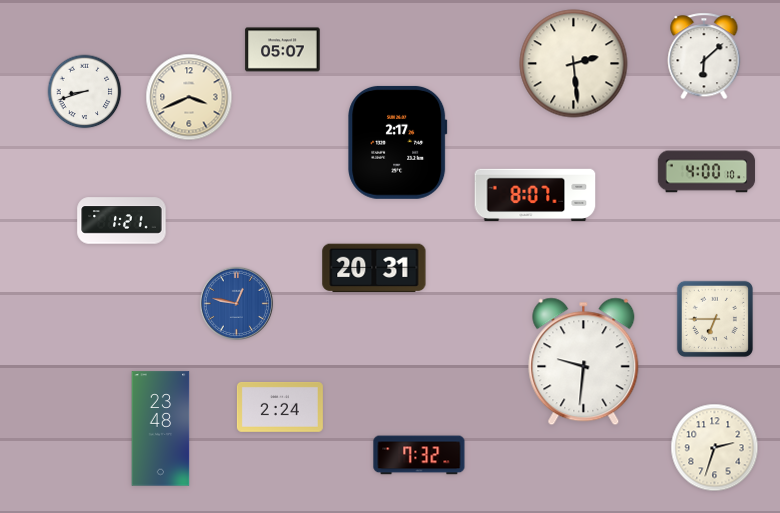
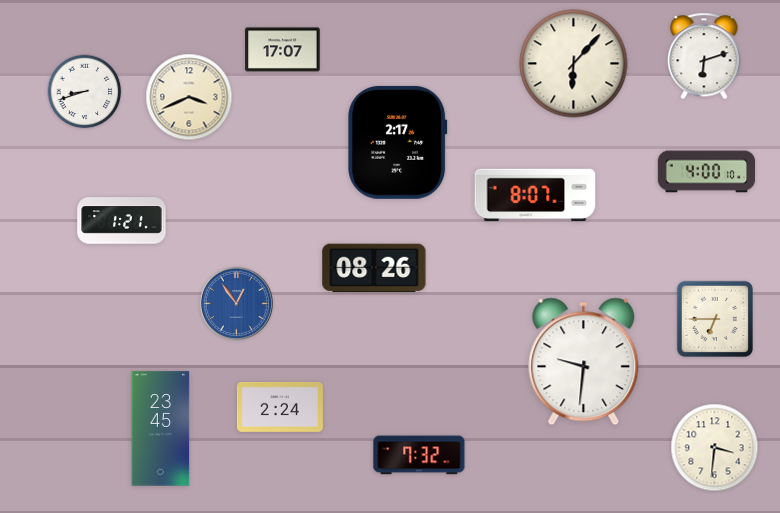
clock at (283, 50): 05:07 -> 17:07
clock at (704, 56): 6:08 -> 6:12
clock at (574, 64): 2:29 -> 6:07
clock at (374, 268): 20:31 -> 08:26
clock at (236, 303): 12:47 -> 12:54
clock at (161, 429): 23:48 -> 23:45
clock at (715, 448): 2:33 -> 3:31
